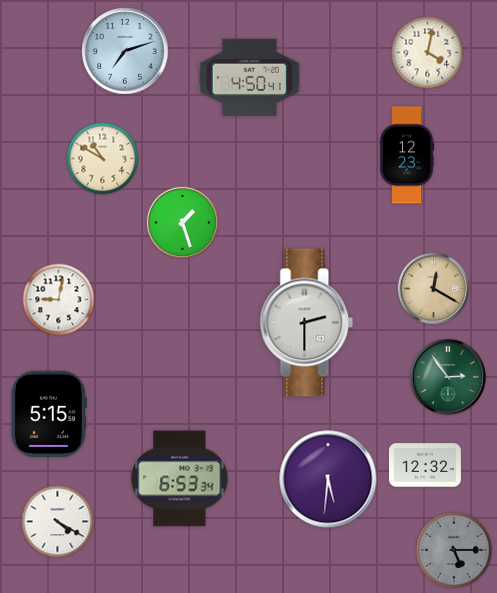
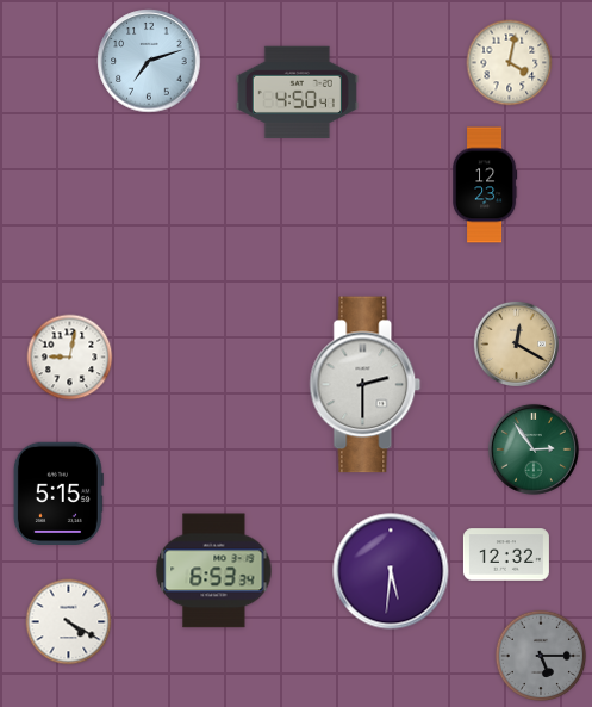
clock at (103, 159): 10:50 -> none
clock at (182, 222): 1:27 -> none
